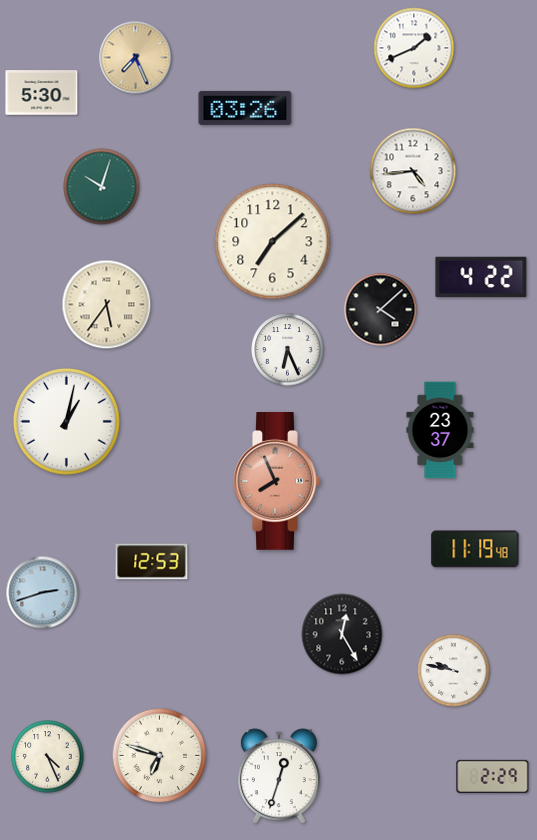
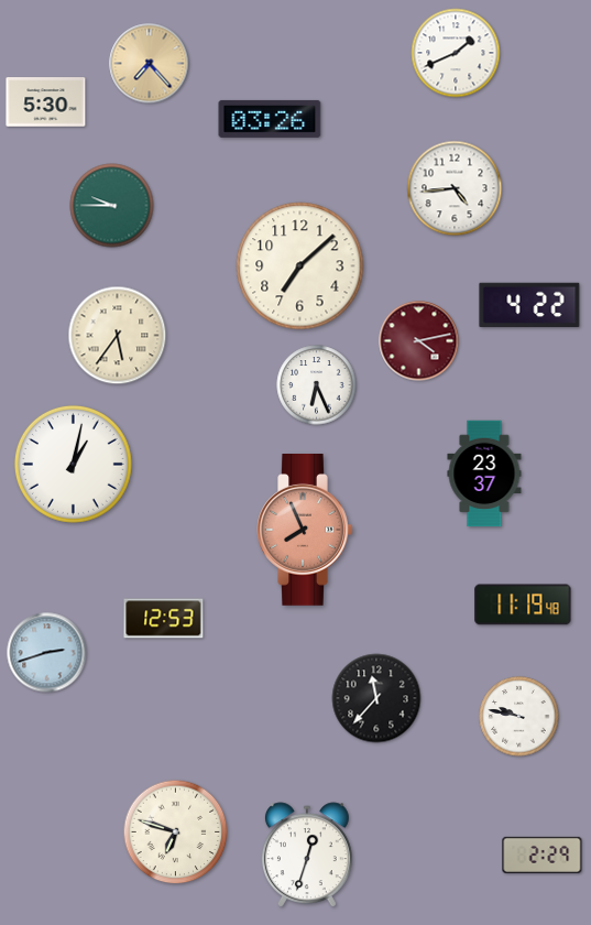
clock at (136, 58): 7:26 -> 7:23
clock at (102, 187): 10:03 -> 9:45
clock at (381, 310): 4:08 -> 4:13
clock at (381, 310) dial: black -> burgundy
clock at (152, 562) position: (152, 562) -> (164, 619)
clock at (342, 634): 12:25 -> 11:37
clock at (454, 671) position: (454, 671) -> (519, 717)
clock at (48, 757): 4:26 -> none
